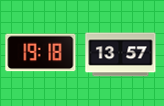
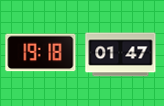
clock at (121, 55): 13:57 -> 01:47
